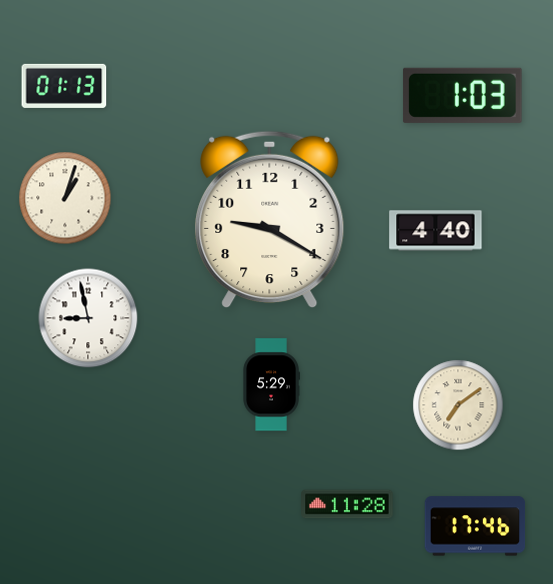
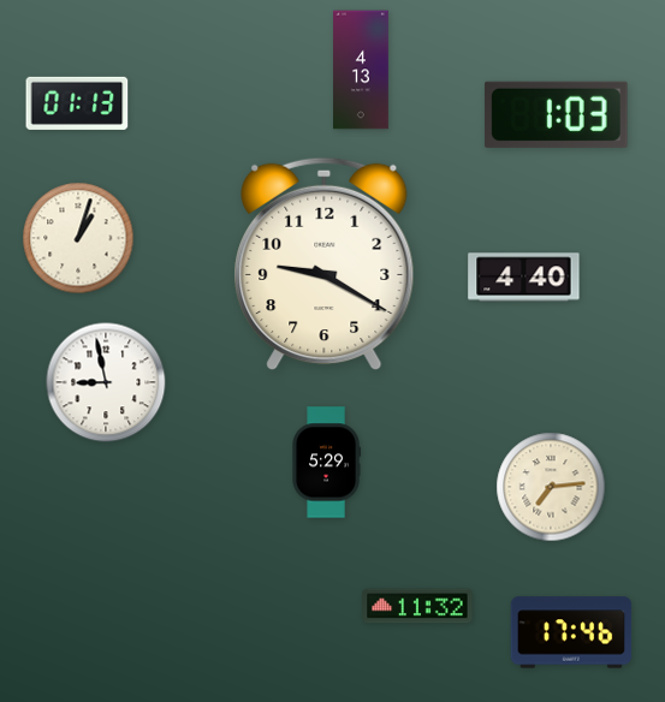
clock at (362, 70): none -> 4:13
clock at (458, 405): 7:09 -> 7:14
clock at (347, 504): 11:28 -> 11:32
